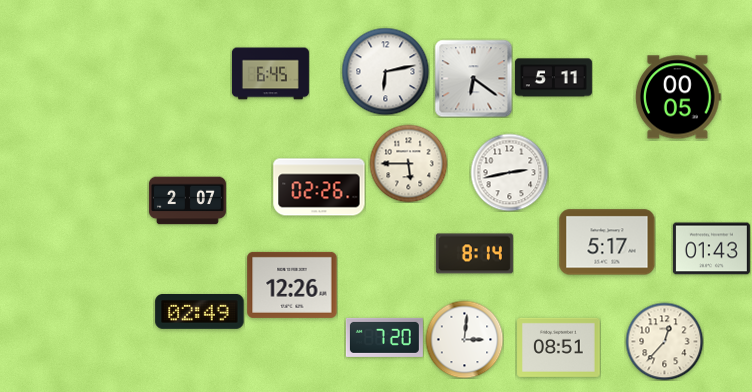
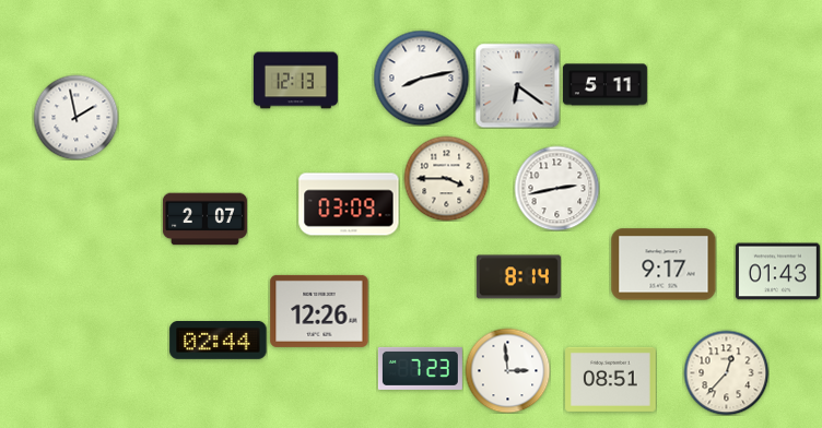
clock at (385, 71): 6:13 -> 8:13
clock at (270, 74): 6:45 -> 12:13
clock at (678, 97): 00:05 -> none
clock at (75, 117): none -> 1:58
clock at (408, 163): 5:45 -> 3:45
clock at (319, 187): 02:26 -> 03:09
clock at (607, 242): 5:17 -> 9:17
clock at (200, 312): 02:49 -> 02:44
clock at (384, 337): 7:20 -> 7:23
clock at (464, 339): 3:01 -> 2:59
